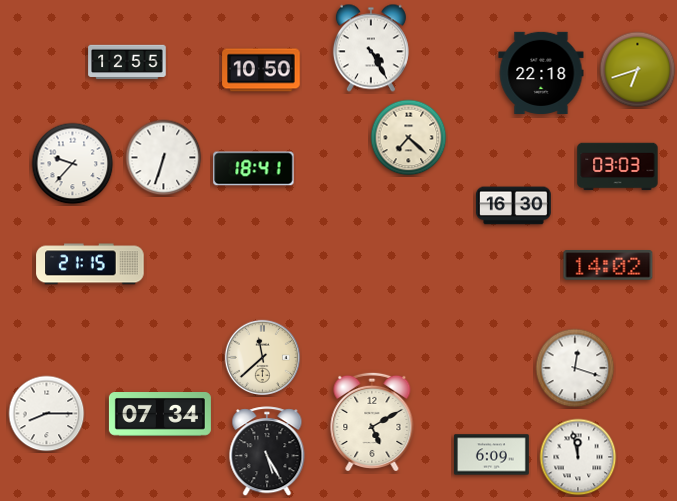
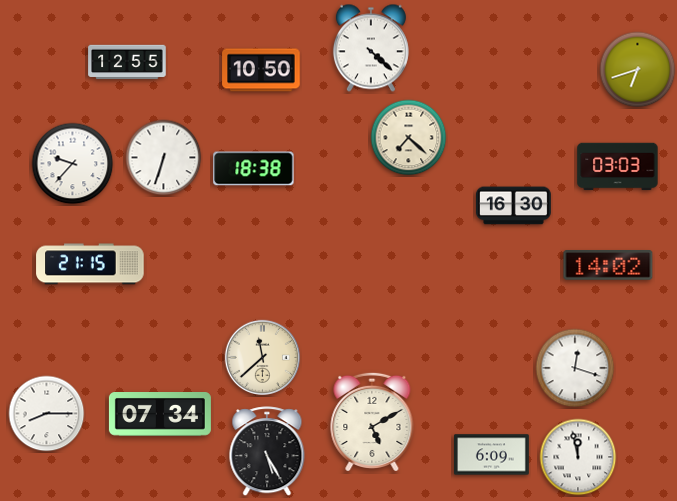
clock at (371, 48): 4:25 -> 4:22
clock at (541, 73): 22:18 -> none
clock at (254, 169): 18:41 -> 18:38
